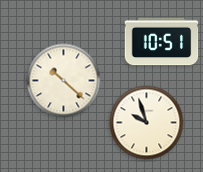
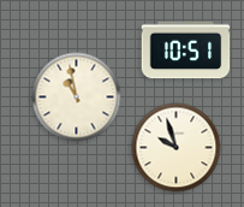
clock at (162, 42) position: (162, 42) -> (186, 51)
clock at (64, 81): 10:22 -> 10:58
